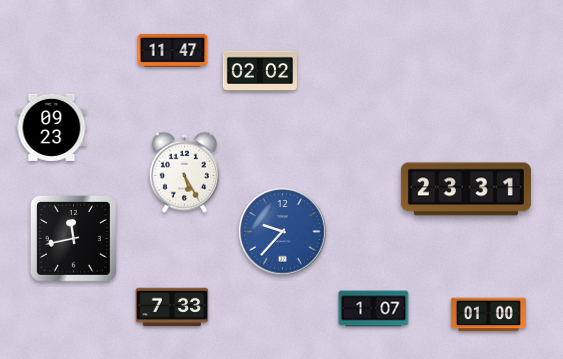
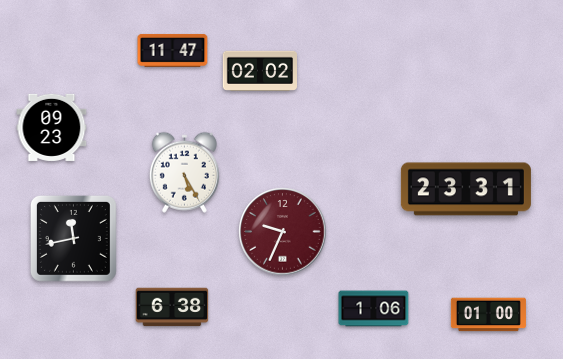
clock at (283, 232): 9:37 -> 9:34
clock at (283, 232) dial: blue -> burgundy
clock at (172, 307): 7:33 -> 6:38
clock at (374, 309): 1:07 -> 1:06
